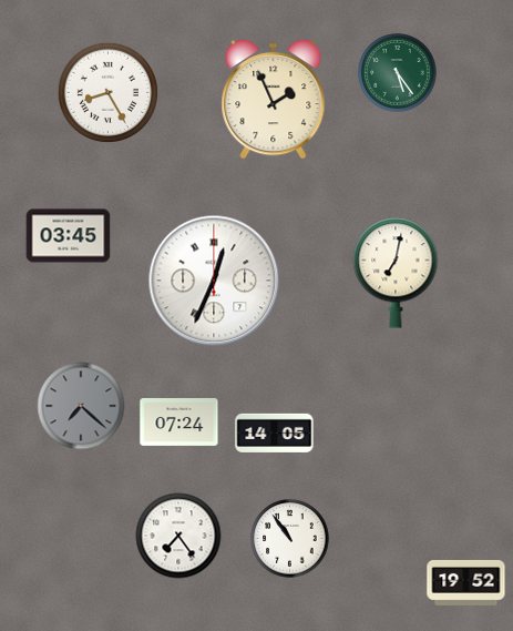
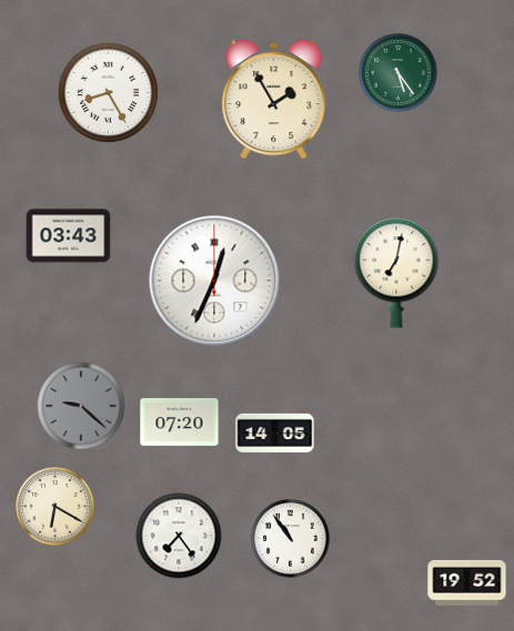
clock at (274, 100): 1:56 -> 1:55
clock at (69, 236): 03:45 -> 03:43
clock at (81, 406): 7:22 -> 9:22
clock at (179, 421): 07:24 -> 07:20
clock at (56, 507): none -> 6:20
